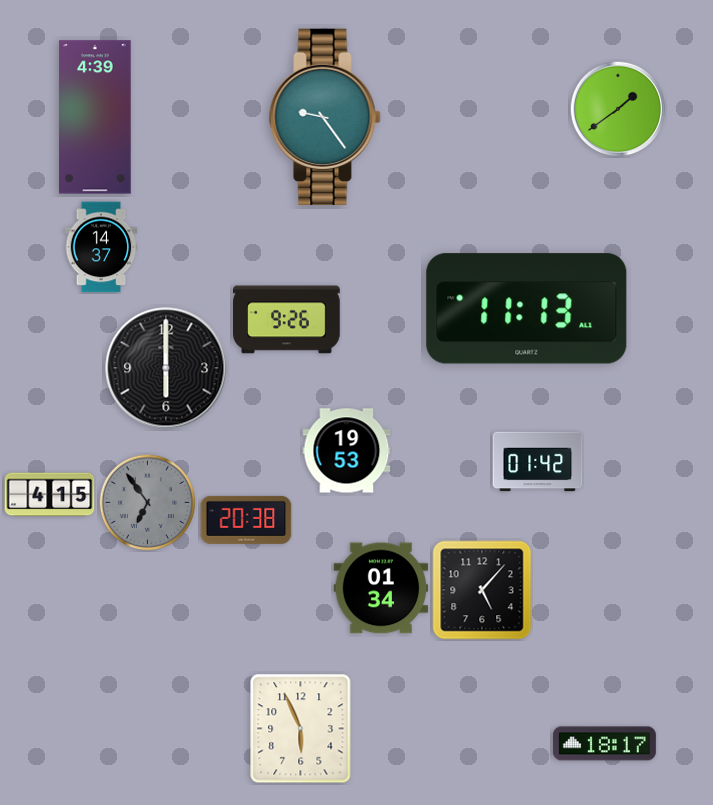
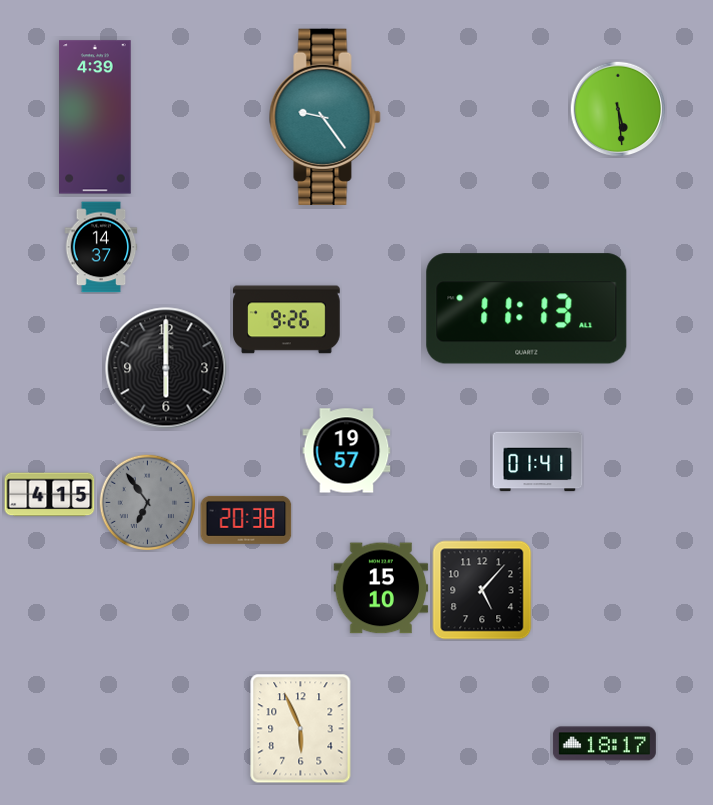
clock at (618, 109): 1:39 -> 5:29
clock at (347, 451): 19:53 -> 19:57
clock at (538, 462): 01:42 -> 01:41
clock at (381, 588): 01:34 -> 15:10
